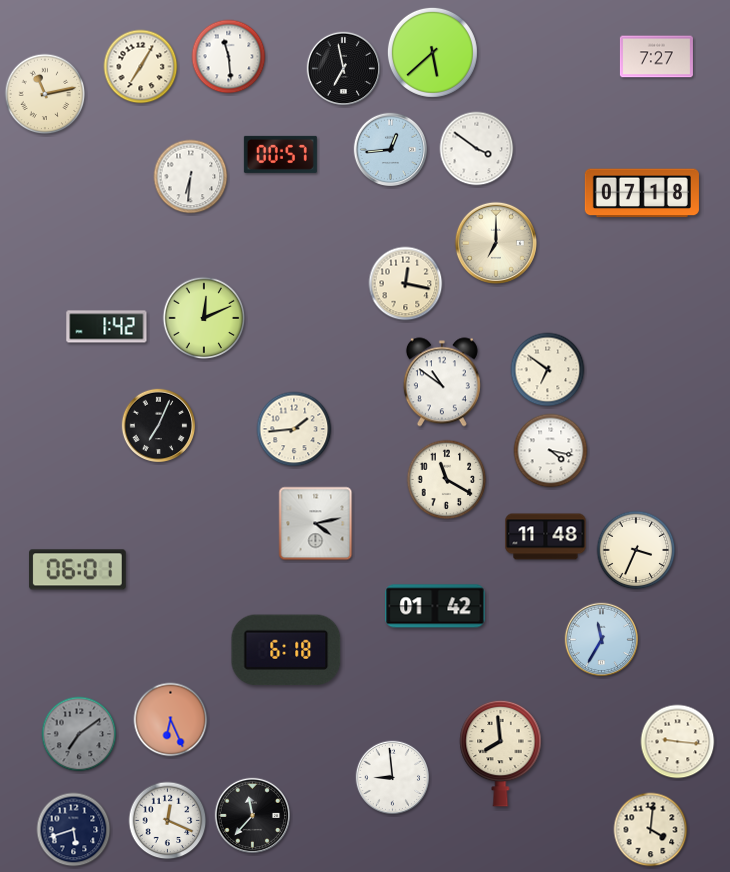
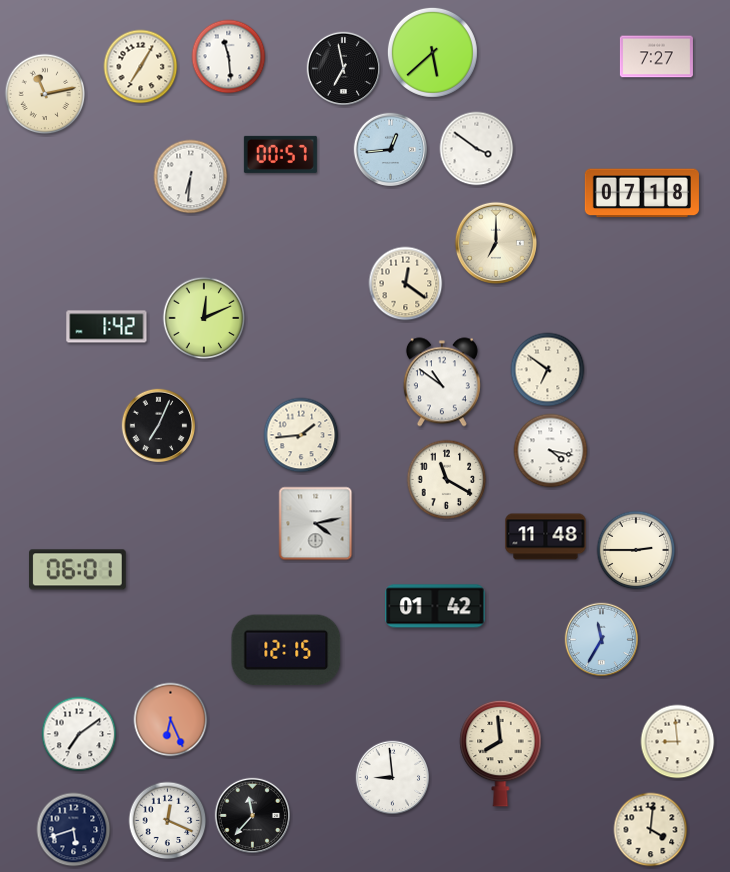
clock at (406, 284): 12:17 -> 12:21
clock at (294, 429) position: (294, 429) -> (301, 435)
clock at (636, 550): 3:34 -> 2:45
clock at (286, 650): 6:18 -> 12:15
clock at (79, 734) dial: grey -> white
clock at (678, 742): 9:16 -> 8:59
